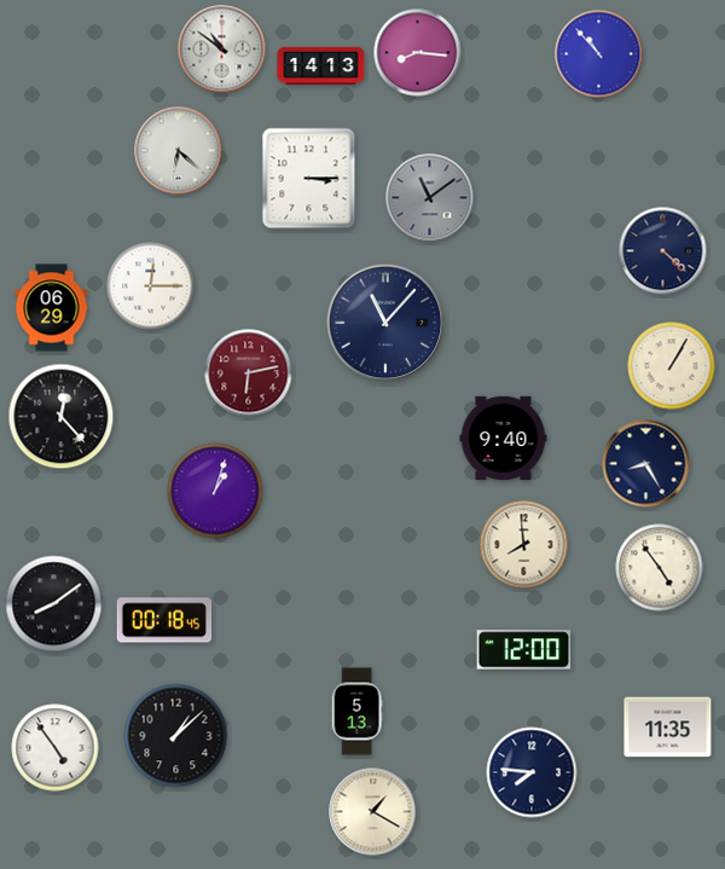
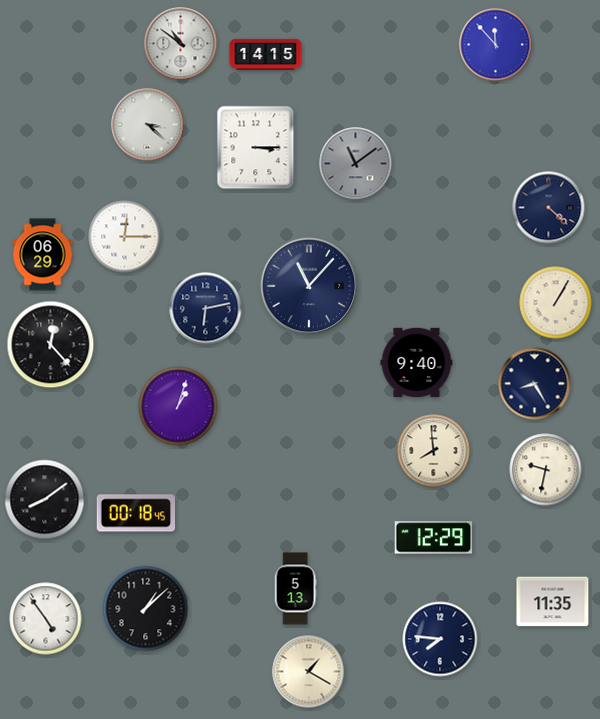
clock at (222, 50) position: (222, 50) -> (181, 44)
clock at (418, 53): 8:16 -> none
clock at (599, 54): 10:53 -> 11:53
clock at (321, 65): 14:13 -> 14:15
clock at (179, 151): 6:22 -> 3:22
clock at (385, 323) position: (385, 323) -> (309, 286)
clock at (249, 373) dial: burgundy -> navy
clock at (660, 568): 4:54 -> 9:32
clock at (524, 650): 12:00 -> 12:29
